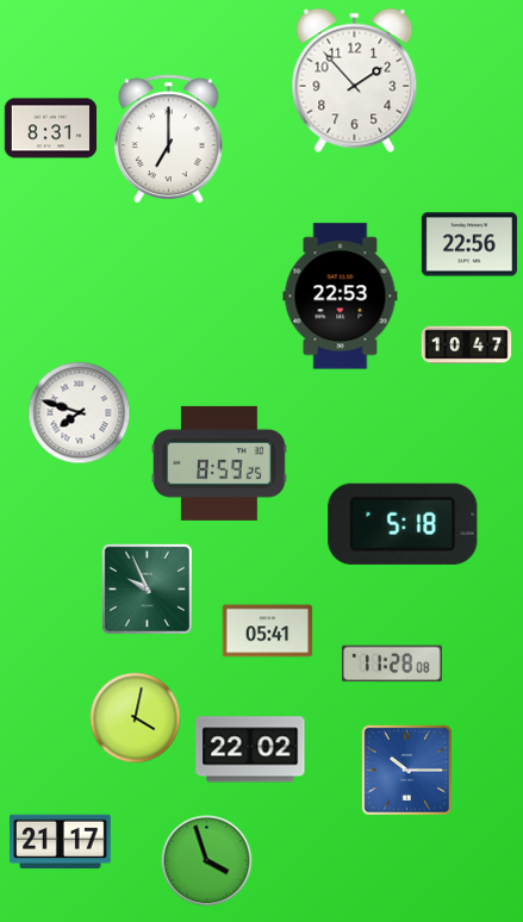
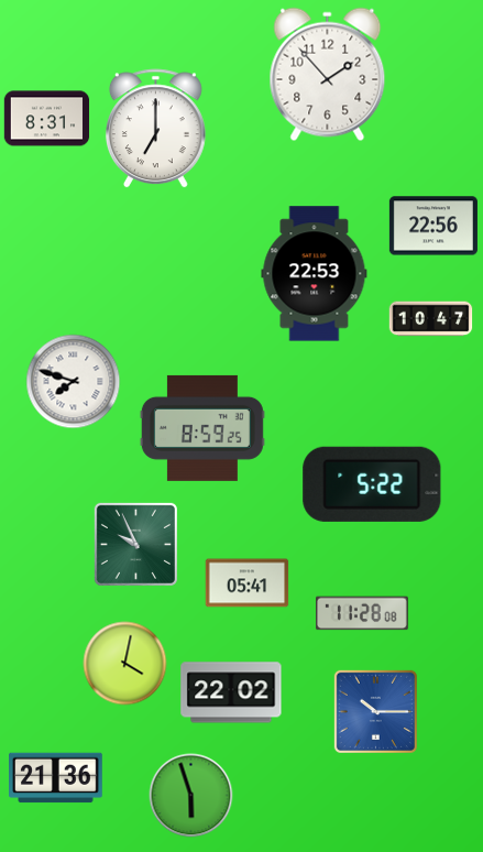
clock at (403, 524): 5:18 -> 5:22
clock at (61, 842): 21:17 -> 21:36
clock at (207, 861): 3:57 -> 5:57
